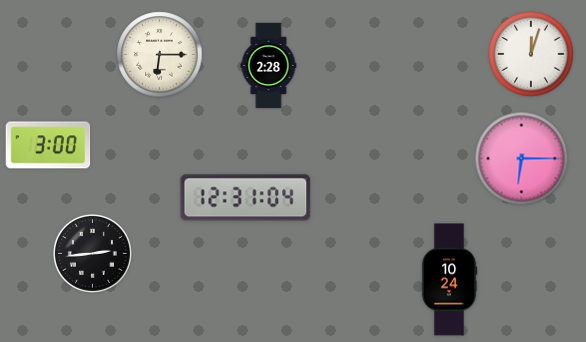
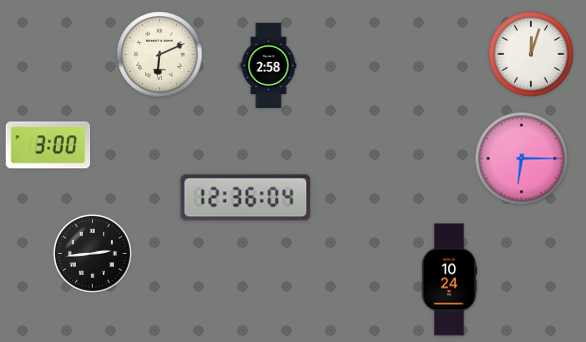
clock at (160, 55): 6:15 -> 6:11
clock at (269, 66): 2:28 -> 2:58
clock at (246, 198): 12:31 -> 12:36
